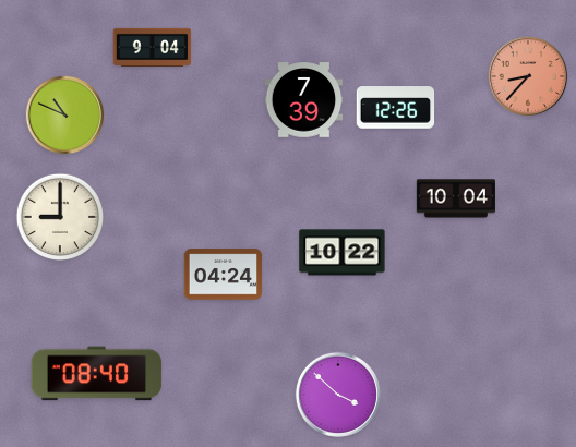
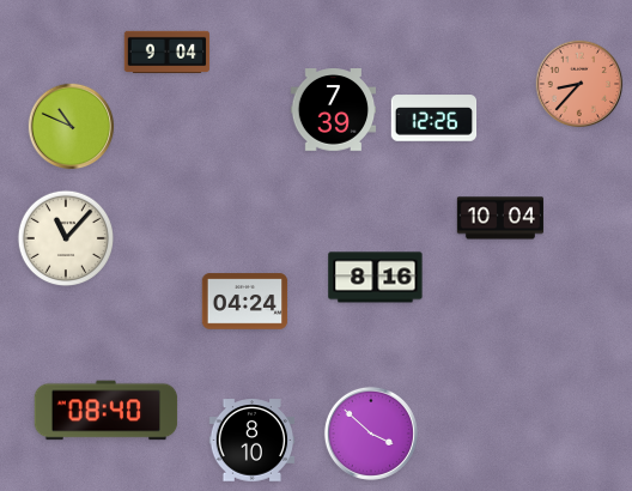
clock at (59, 216): 9:00 -> 11:07
clock at (343, 253): 10:22 -> 8:16
clock at (253, 441): none -> 8:10
